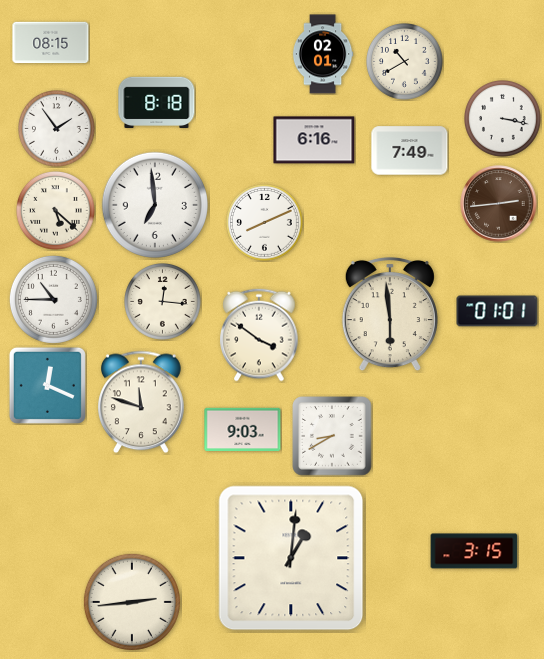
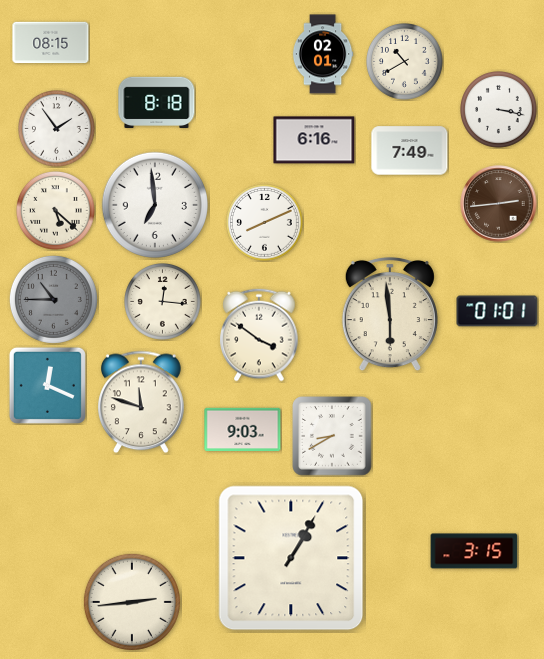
clock at (503, 119) position: (503, 119) -> (499, 110)
clock at (53, 299) dial: white -> grey
clock at (291, 558): 1:01 -> 1:05
